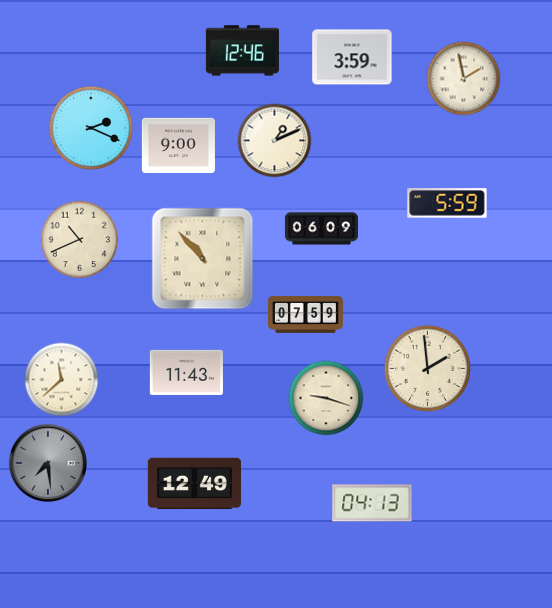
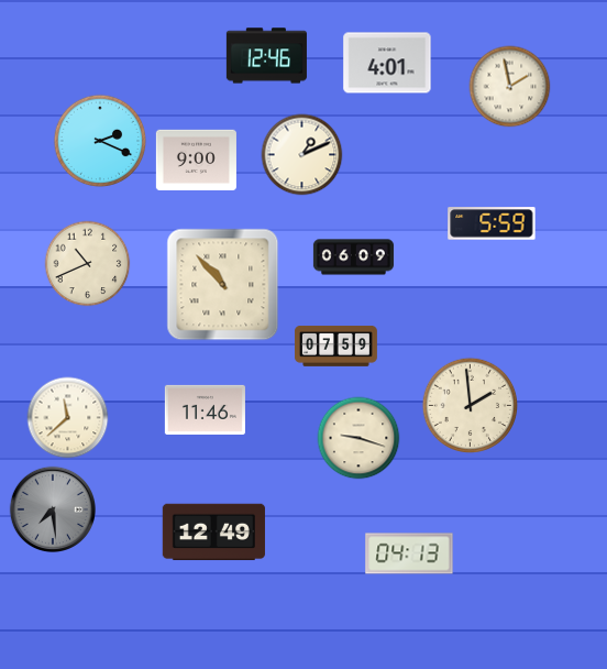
clock at (352, 57): 3:59 -> 4:01
clock at (321, 229) position: (321, 229) -> (353, 257)
clock at (186, 372): 11:43 -> 11:46
